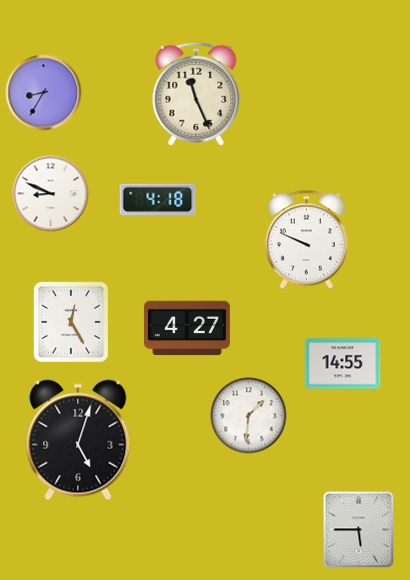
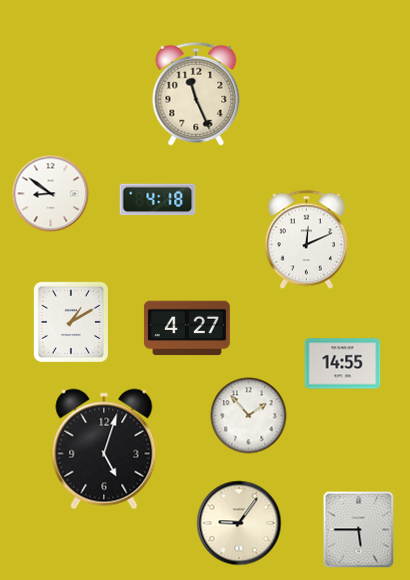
clock at (44, 93): 8:35 -> none
clock at (51, 194): 8:49 -> 8:51
clock at (306, 240): 9:49 -> 12:11
clock at (70, 322): 12:25 -> 1:10
clock at (249, 416): 1:31 -> 1:53
clock at (78, 440) position: (78, 440) -> (104, 449)
clock at (239, 523): none -> 9:06
